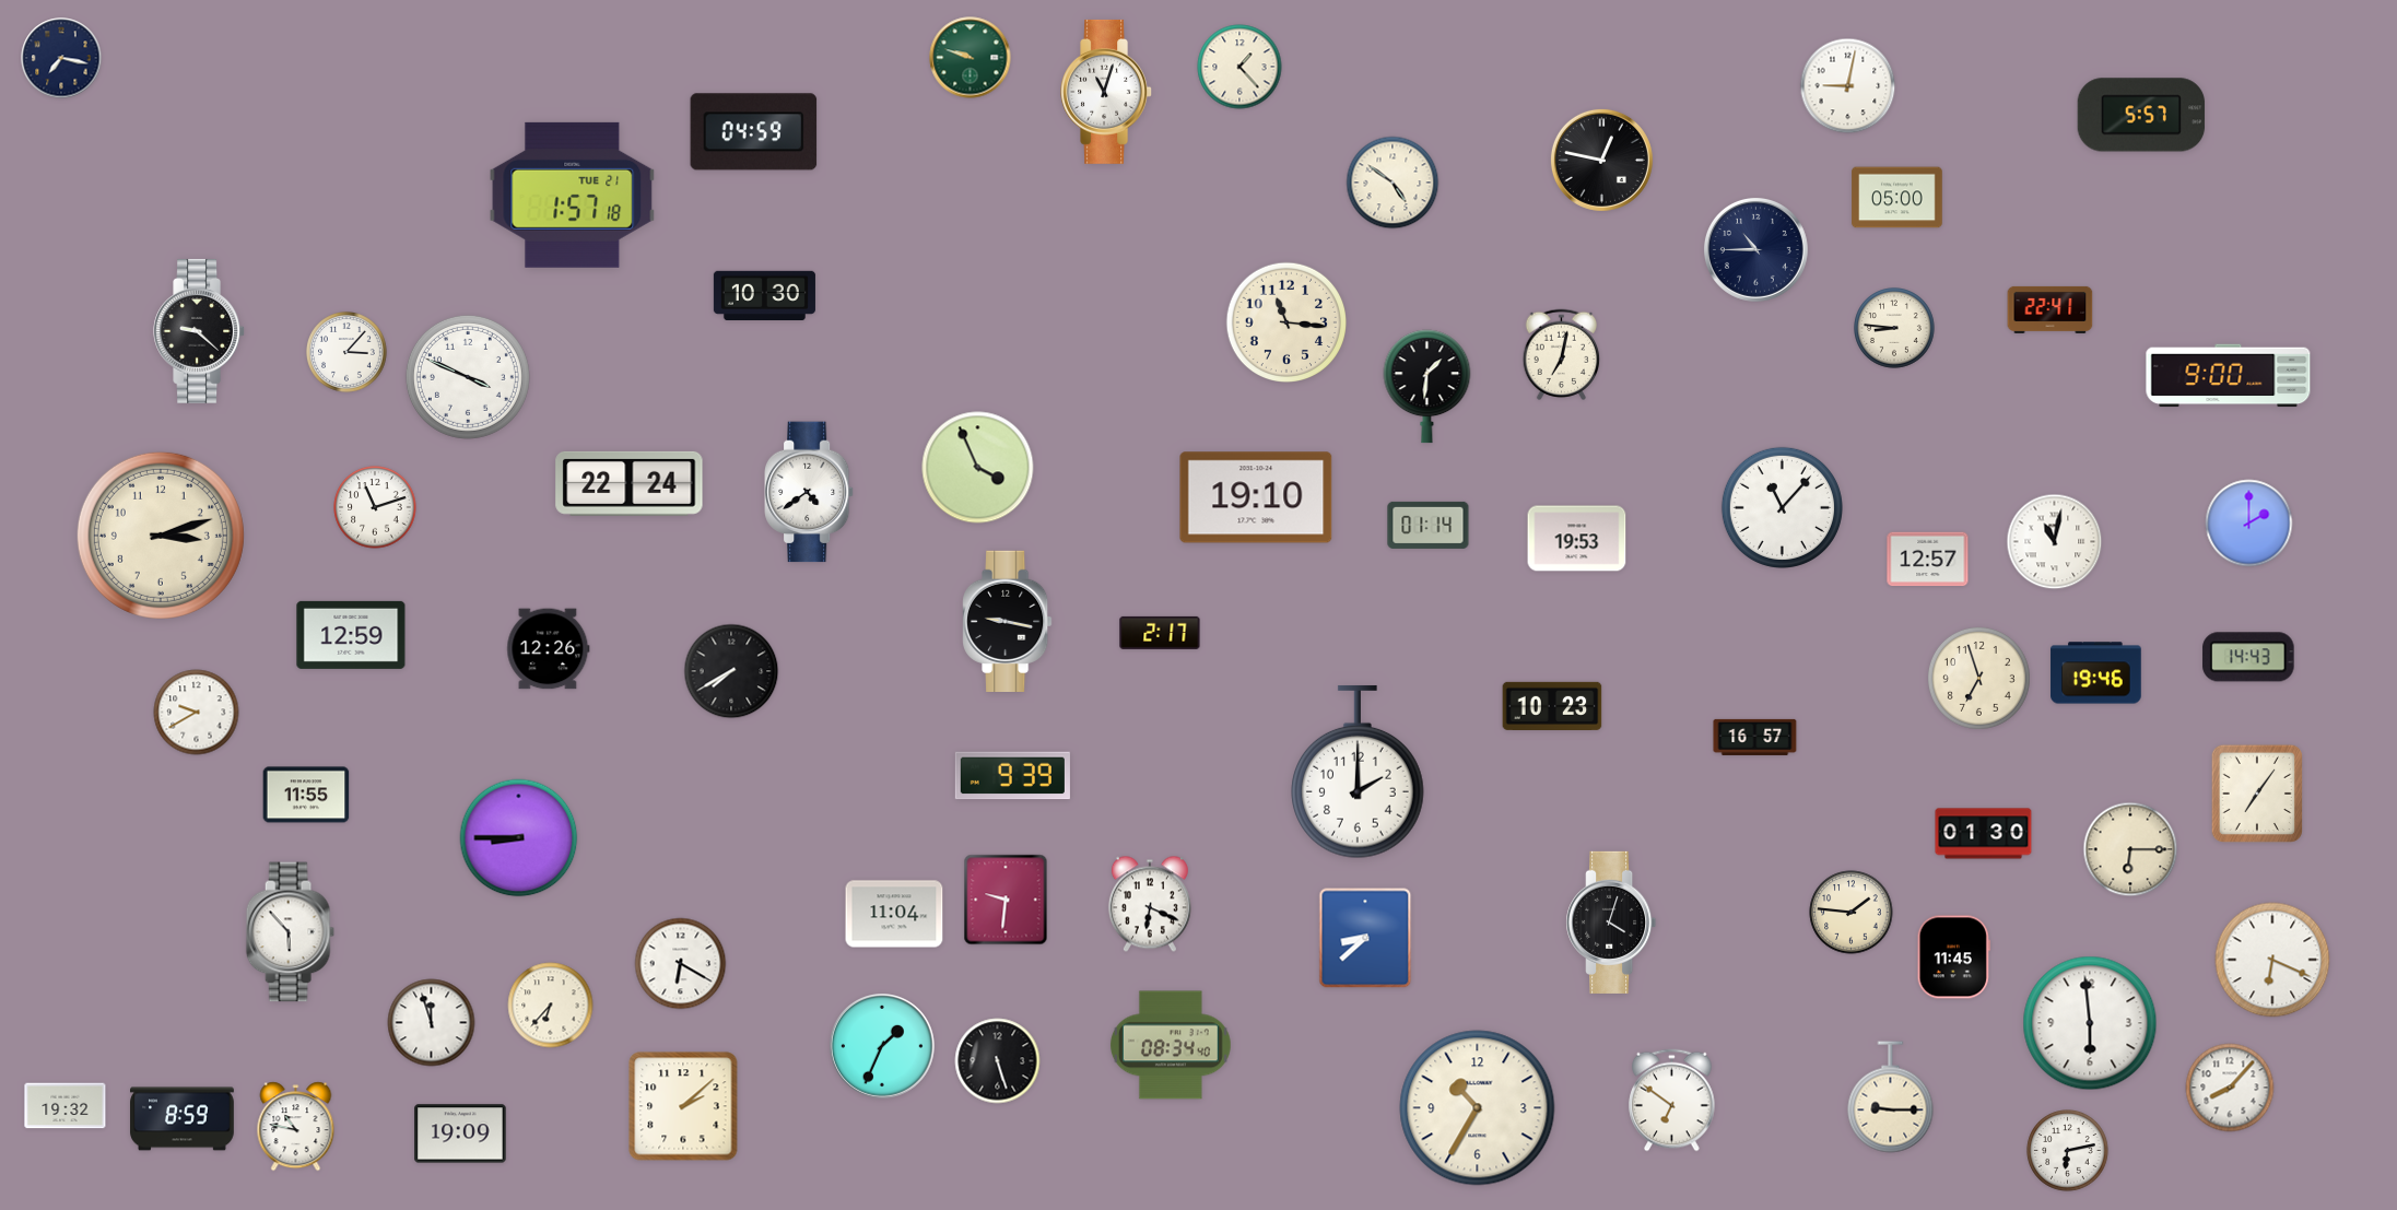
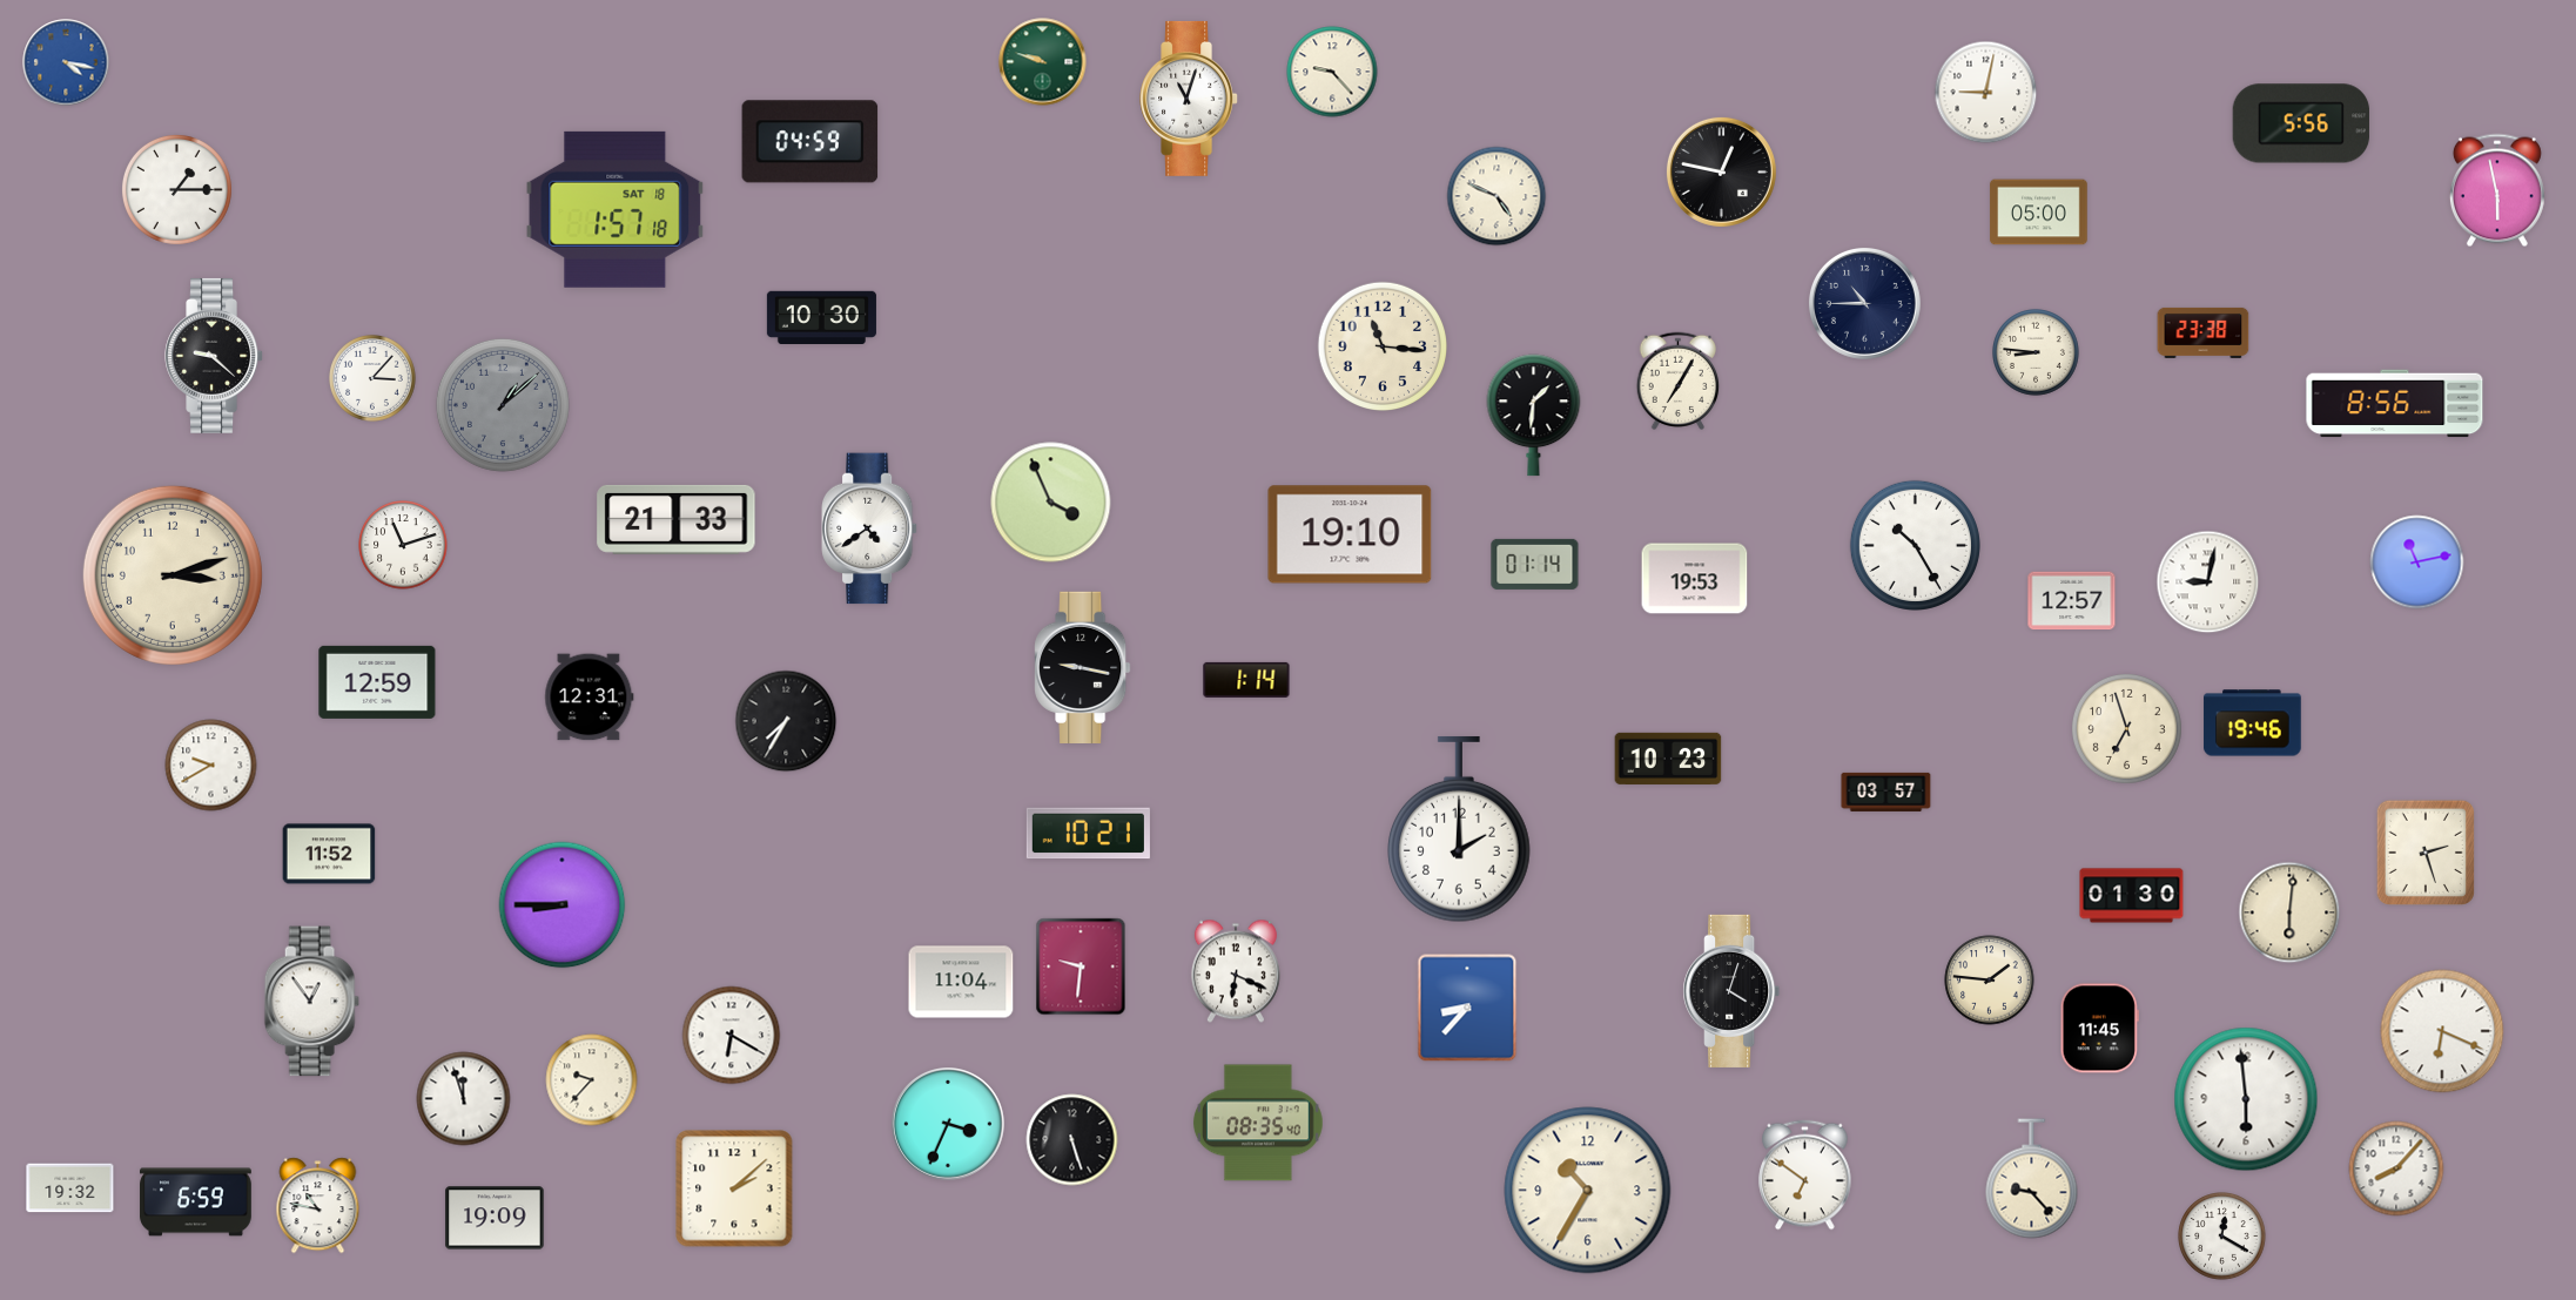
clock at (61, 58): 7:17 -> 4:17
clock at (61, 58) dial: navy -> blue
clock at (1239, 67): 1:23 -> 9:23
clock at (2141, 115): 5:57 -> 5:56
clock at (176, 189): none -> 1:15
clock at (2497, 190): none -> 5:58
clock at (1393, 183): 4:51 -> 4:49
clock at (573, 195) date: TUE 21 -> SAT 18
clock at (1755, 249) position: (1755, 249) -> (1864, 303)
clock at (2051, 309): 22:41 -> 23:38
clock at (1562, 354): 7:02 -> 7:05
clock at (2229, 376): 9:00 -> 8:56
clock at (468, 377): 3:49 -> 1:08
clock at (468, 377) dial: white -> grey
clock at (630, 483): 22:24 -> 21:33
clock at (1782, 507): 11:07 -> 10:25
clock at (2249, 524): 2:00 -> 11:13
clock at (2055, 542): 11:02 -> 9:02
clock at (1160, 633): 2:17 -> 1:14
clock at (549, 649): 12:26 -> 12:31
clock at (2248, 657): 14:43 -> none
clock at (731, 671): 7:40 -> 7:35
clock at (1755, 737): 16:57 -> 03:57
clock at (1012, 776): 9:39 -> 10:21
clock at (2257, 794): 7:06 -> 2:27
clock at (306, 795): 11:55 -> 11:52
clock at (519, 838) position: (519, 838) -> (563, 905)
clock at (2130, 849): 6:15 -> 6:01
clock at (290, 932): 5:53 -> 12:54
clock at (1365, 938): 8:38 -> 8:37
clock at (551, 1006): 6:37 -> 9:37
clock at (1171, 1045): 08:34 -> 08:35
clock at (883, 1047): 1:34 -> 3:34
clock at (1891, 1097): 9:15 -> 9:23
clock at (1672, 1101) position: (1672, 1101) -> (1805, 1176)
clock at (183, 1119): 8:59 -> 6:59
clock at (296, 1127) position: (296, 1127) -> (318, 1206)
clock at (2068, 1151): 6:13 -> 12:20
